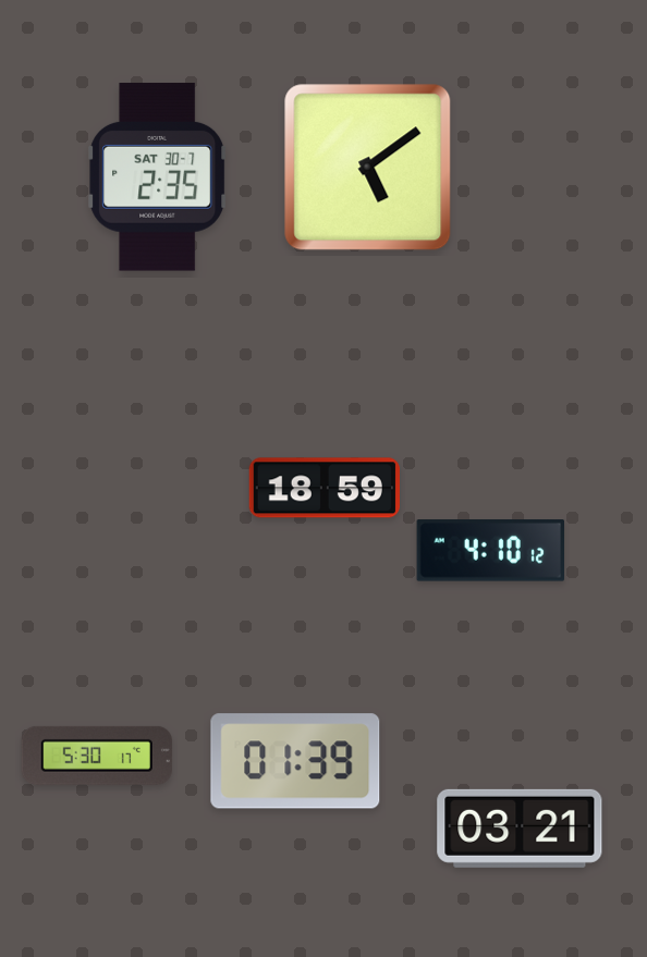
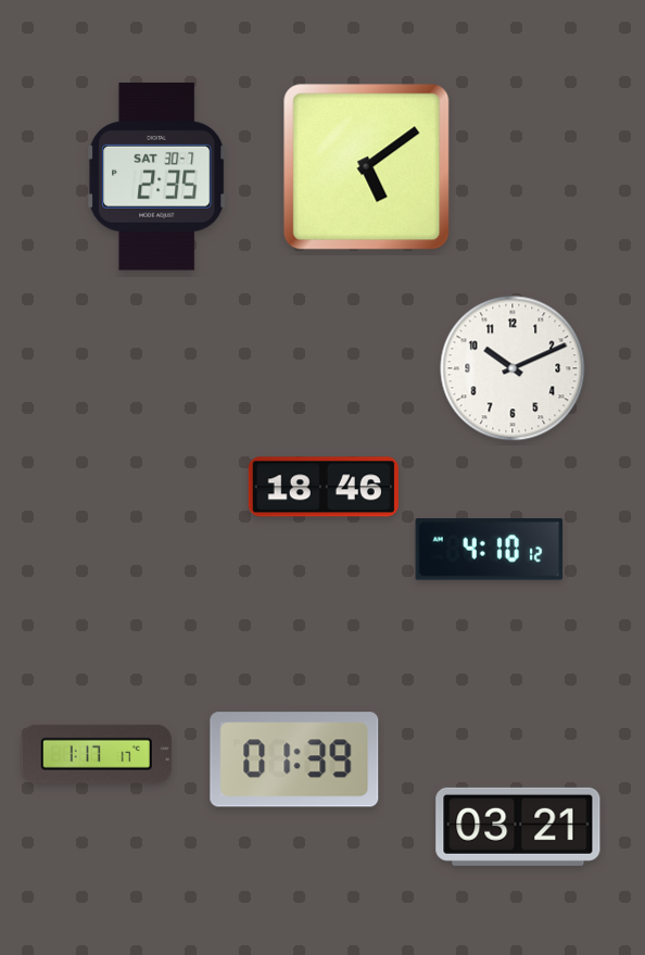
clock at (513, 368): none -> 10:11
clock at (325, 488): 18:59 -> 18:46
clock at (97, 756): 5:30 -> 1:17
